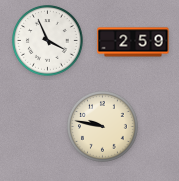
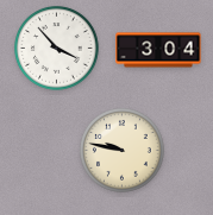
clock at (48, 41): 3:56 -> 3:53
clock at (133, 42): 2:59 -> 3:04
